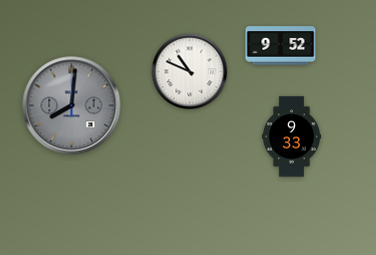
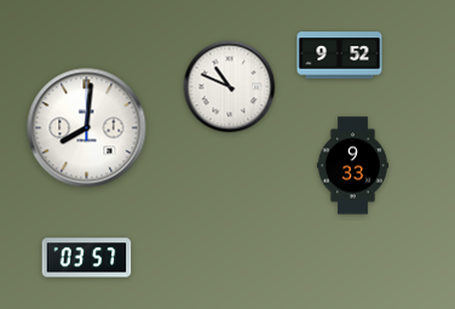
clock at (72, 106) dial: grey -> white
clock at (87, 258): none -> 03:57
